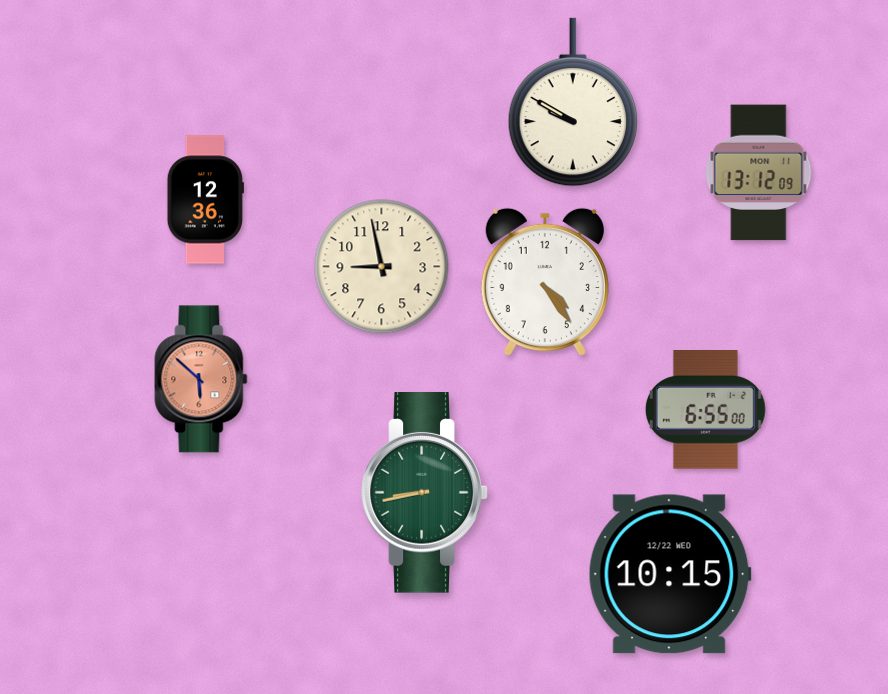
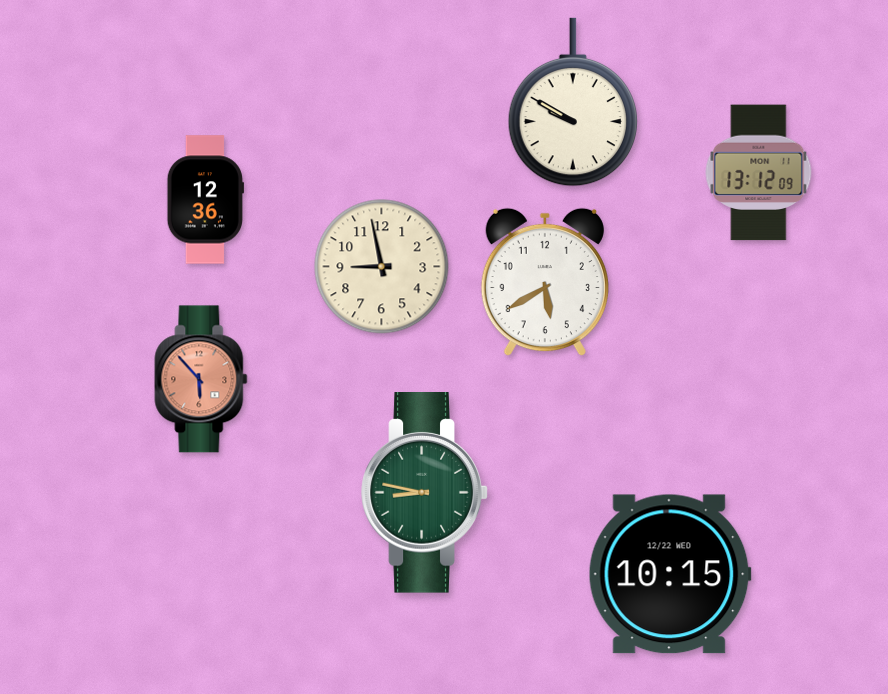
clock at (545, 282): 4:24 -> 5:40
clock at (201, 379): 5:52 -> 5:53
clock at (705, 410): 6:55 -> none
clock at (425, 493): 8:43 -> 8:47
